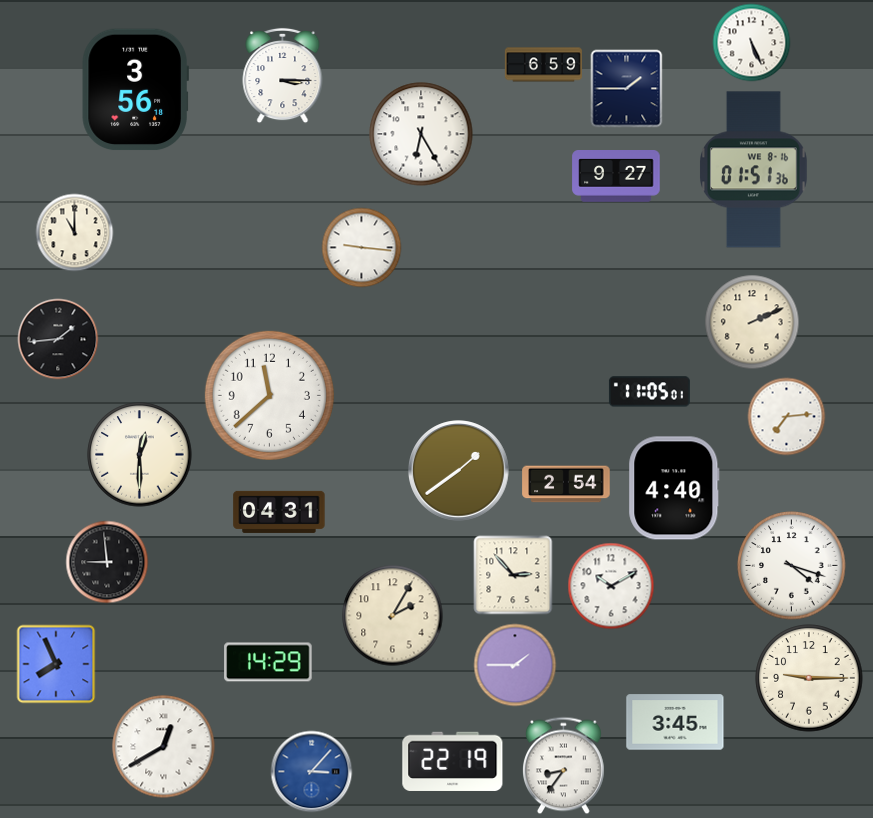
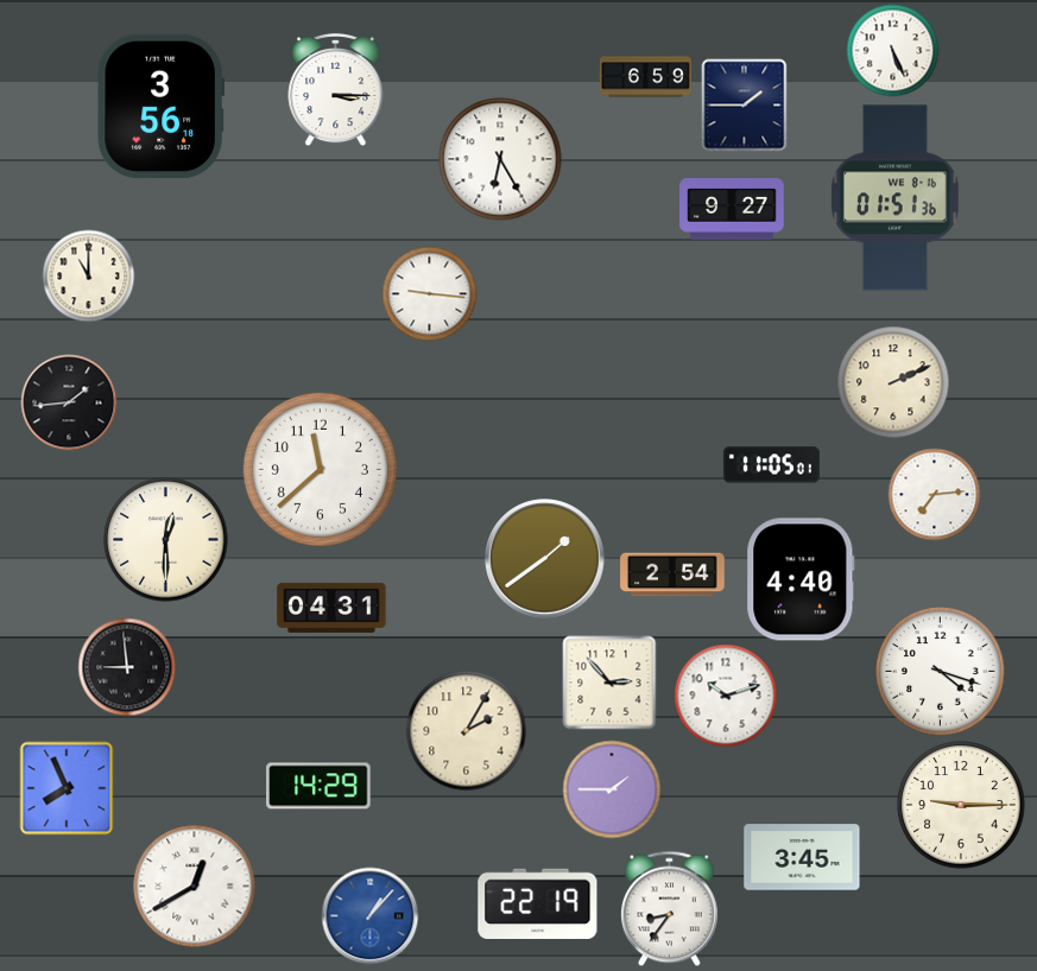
clock at (754, 170) position: (754, 170) -> (896, 198)
clock at (611, 586): 10:10 -> 10:12
clock at (311, 771): 3:07 -> 1:07
